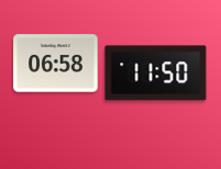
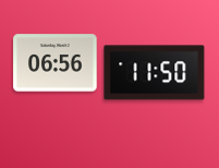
clock at (56, 64): 06:58 -> 06:56
